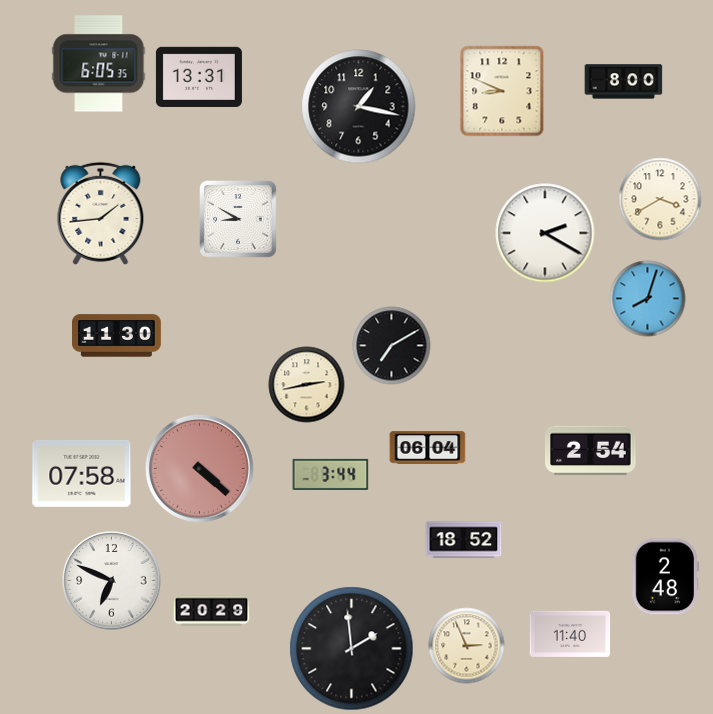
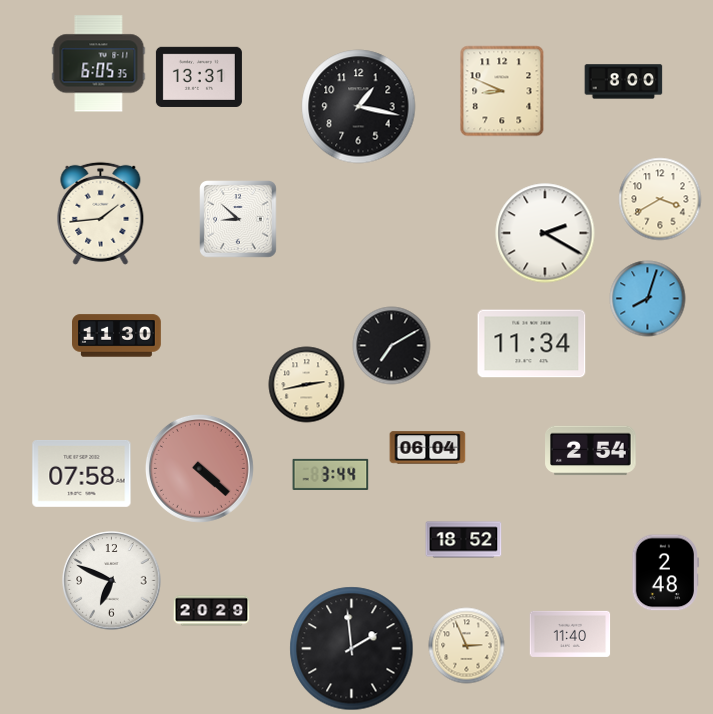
clock at (238, 219): 8:50 -> 8:52
clock at (532, 344): none -> 11:34
clock at (665, 577) position: (665, 577) -> (665, 573)
